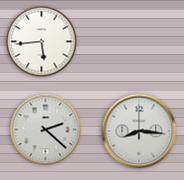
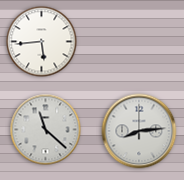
clock at (46, 130): 2:22 -> 11:22
clock at (139, 131): 8:16 -> 8:14
